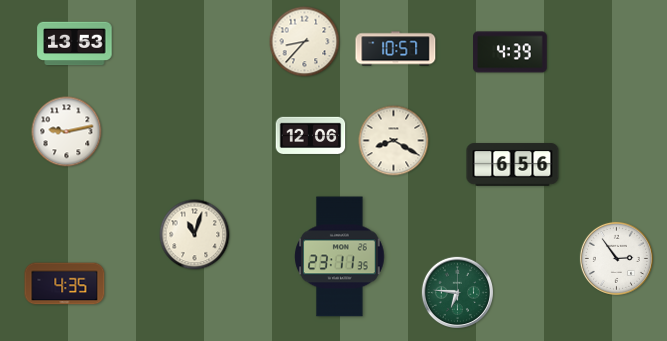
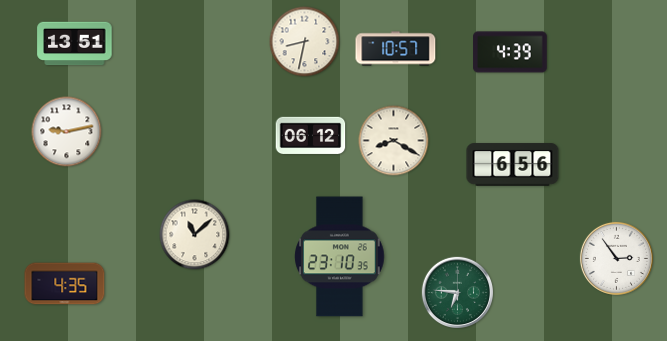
clock at (305, 42): 8:37 -> 8:32
clock at (75, 44): 13:53 -> 13:51
clock at (311, 136): 12:06 -> 06:12
clock at (195, 235): 11:03 -> 11:08
clock at (340, 257): 23:11 -> 23:10
